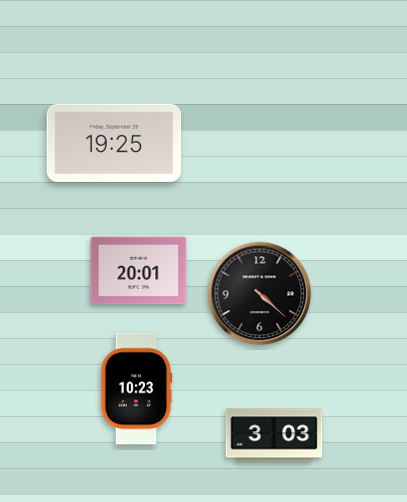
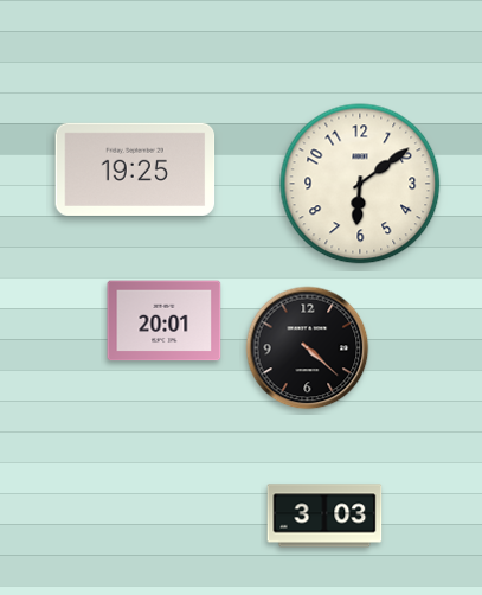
clock at (360, 184): none -> 6:09
clock at (136, 389): 10:23 -> none
